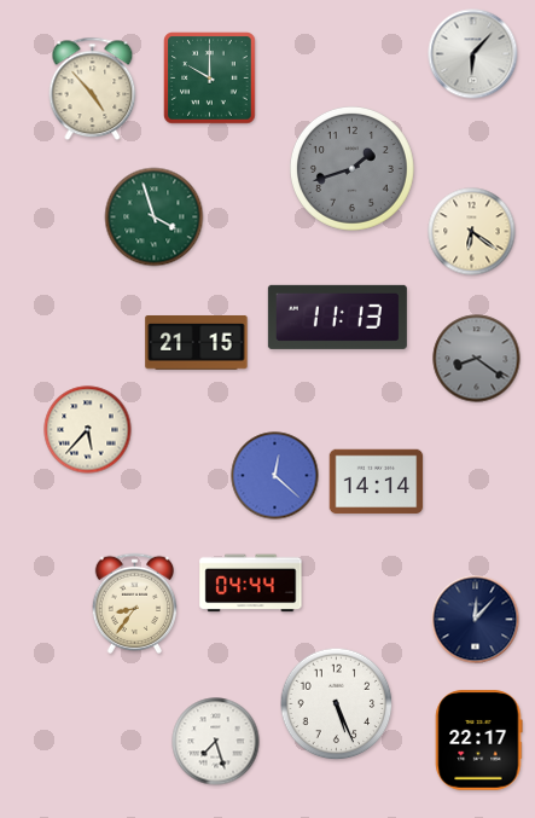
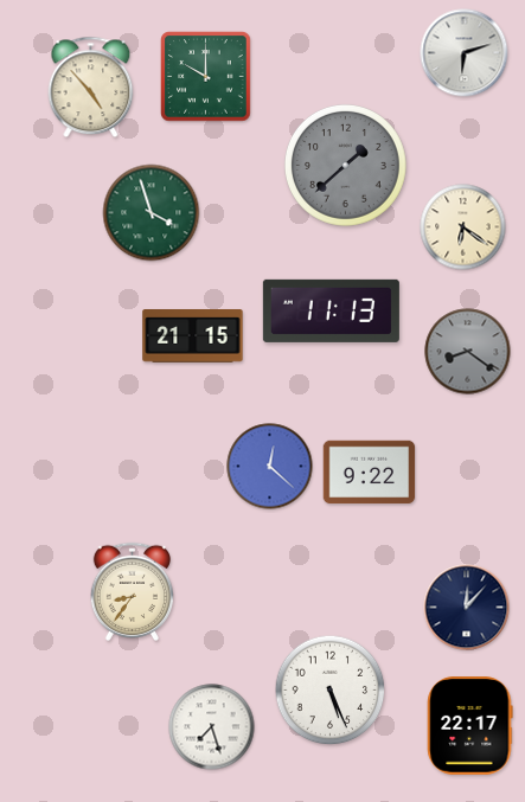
clock at (473, 54): 6:07 -> 6:12
clock at (351, 168): 1:42 -> 1:38
clock at (88, 430): 5:37 -> none
clock at (377, 482): 14:14 -> 9:22
clock at (251, 584): 04:44 -> none
